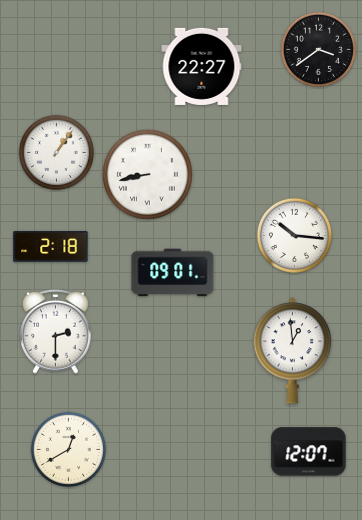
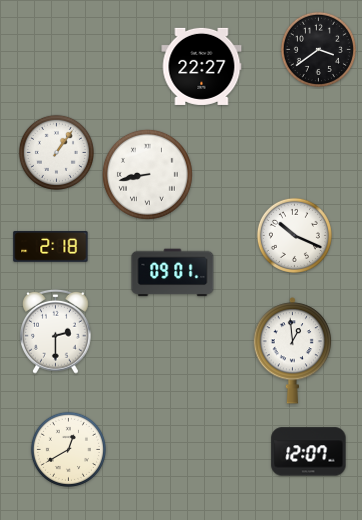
clock at (294, 235): 10:16 -> 10:19
